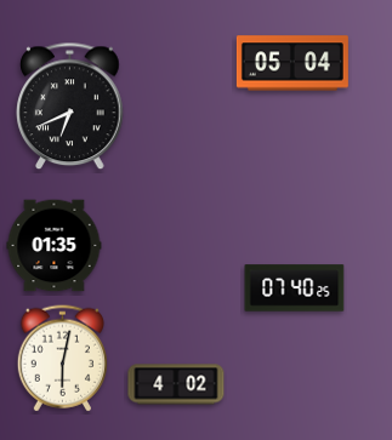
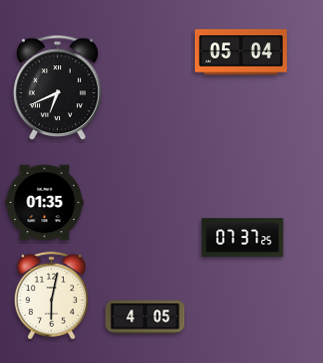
clock at (295, 288): 07:40 -> 07:37
clock at (176, 384): 4:02 -> 4:05
